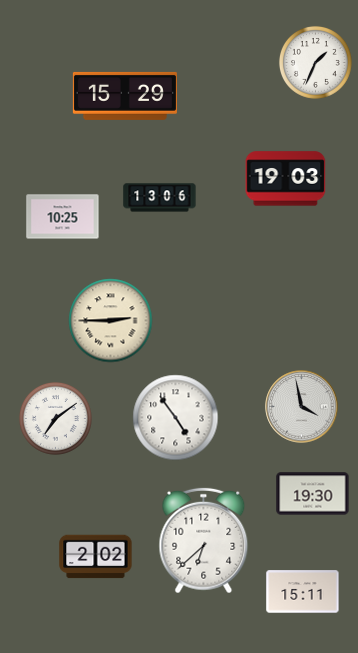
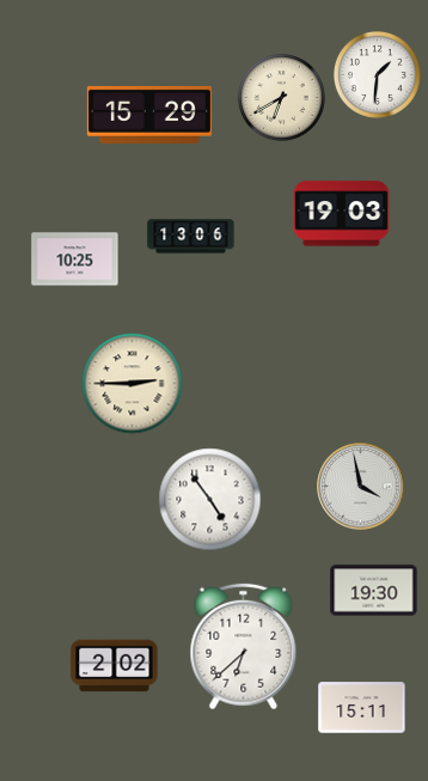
clock at (315, 62): 1:34 -> 1:31
clock at (281, 97): none -> 6:40
clock at (55, 418): 7:09 -> none
